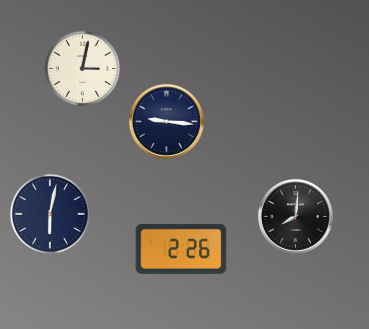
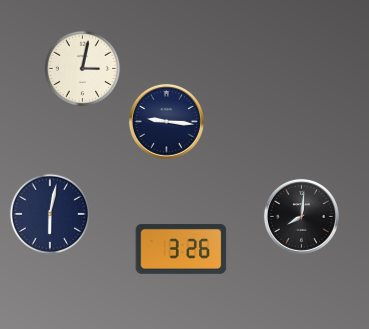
clock at (295, 216) position: (295, 216) -> (301, 216)
clock at (181, 249): 2:26 -> 3:26
